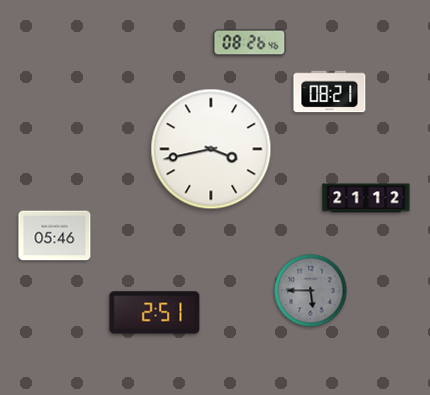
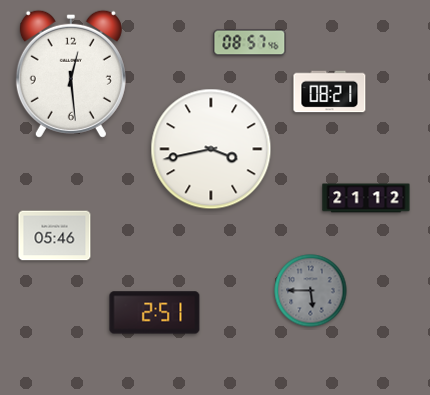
clock at (250, 43): 08:26 -> 08:57
clock at (71, 74): none -> 12:29
